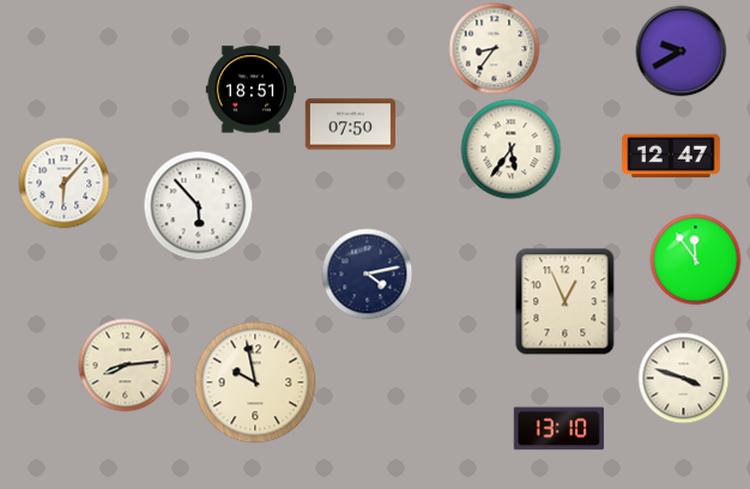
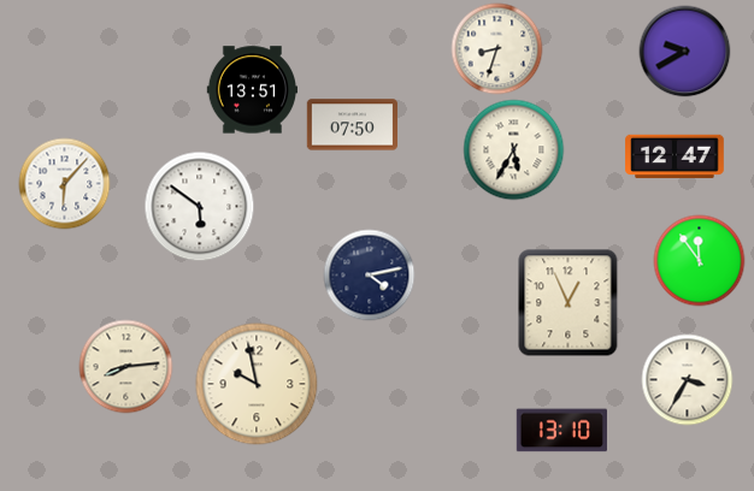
clock at (495, 49): 8:36 -> 8:33
clock at (250, 90): 18:51 -> 13:51
clock at (512, 150): 5:36 -> 5:35
clock at (199, 206): 5:53 -> 5:51
clock at (684, 379): 3:48 -> 3:35
